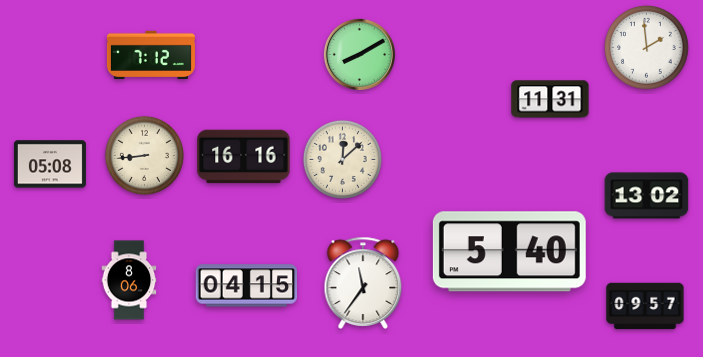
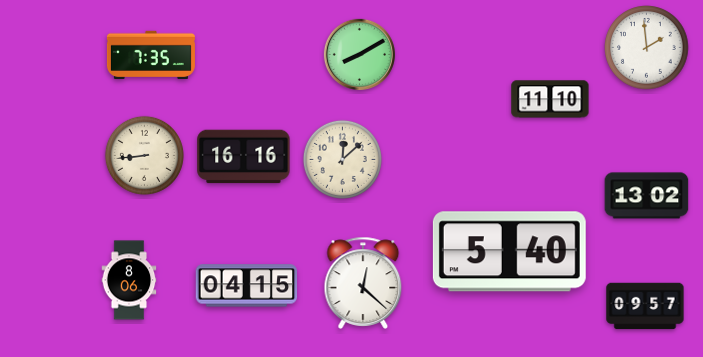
clock at (151, 55): 7:12 -> 7:35
clock at (550, 99): 11:31 -> 11:10
clock at (50, 164): 05:08 -> none
clock at (363, 283): 11:36 -> 12:22
